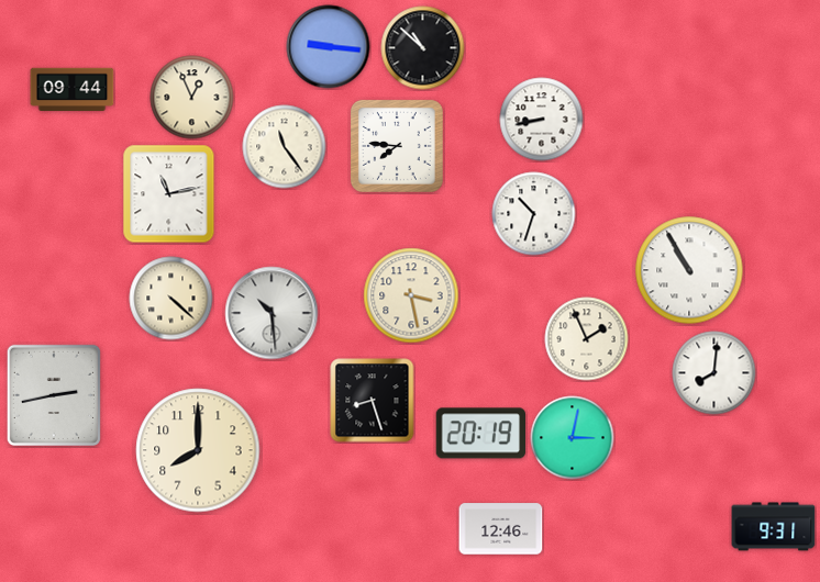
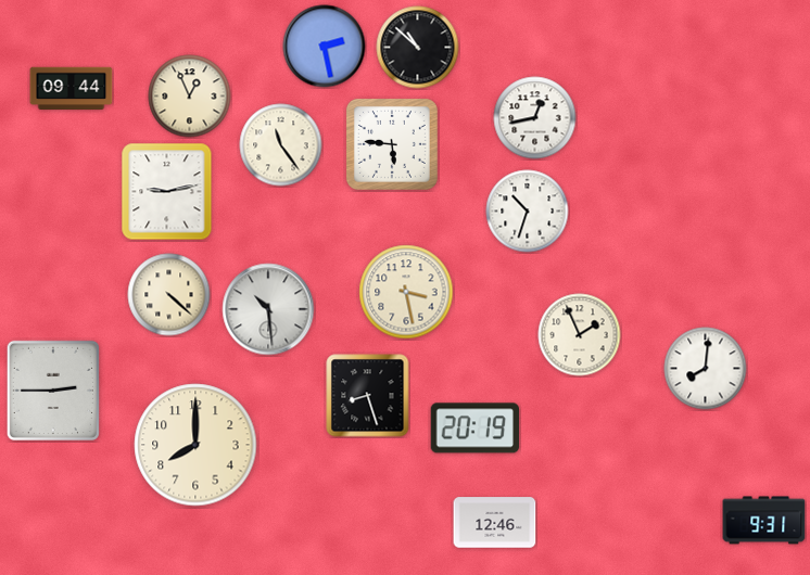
clock at (329, 47): 9:16 -> 2:28
clock at (542, 120): 8:43 -> 12:43
clock at (397, 146): 7:46 -> 5:46
clock at (169, 194): 11:13 -> 9:13
clock at (689, 270): 10:55 -> none
clock at (54, 395): 2:43 -> 2:45
clock at (573, 438): 3:02 -> none
